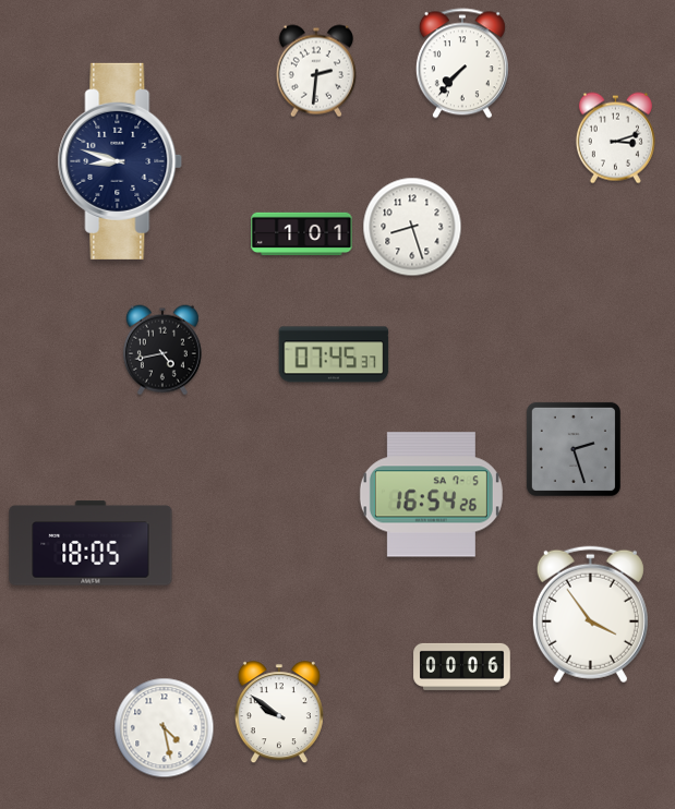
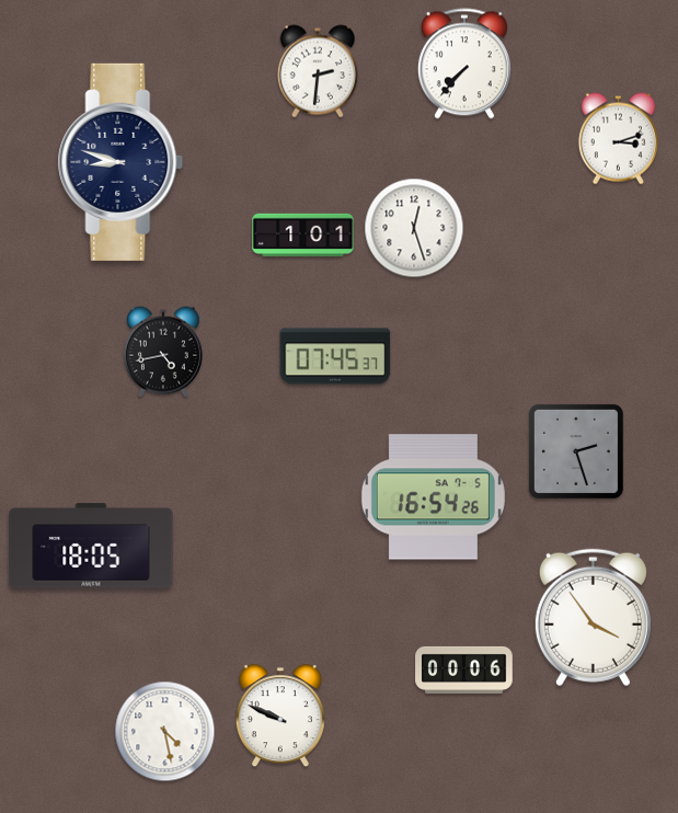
clock at (412, 227): 8:27 -> 12:27
clock at (279, 713): 9:51 -> 9:49
